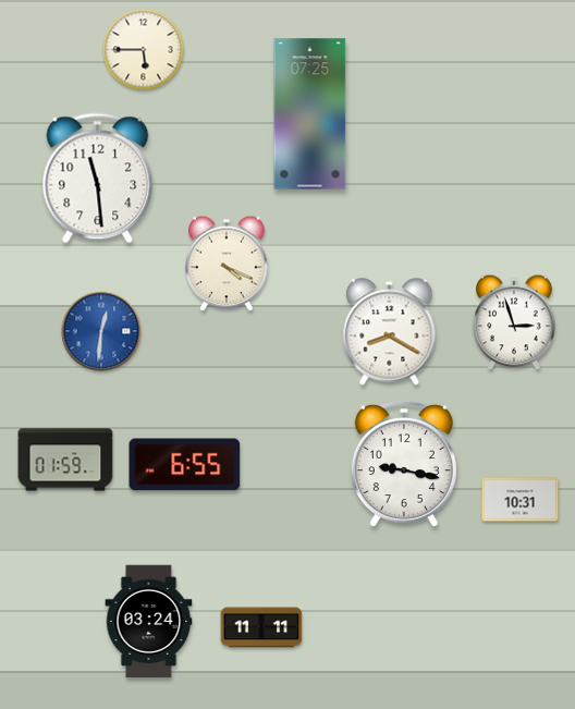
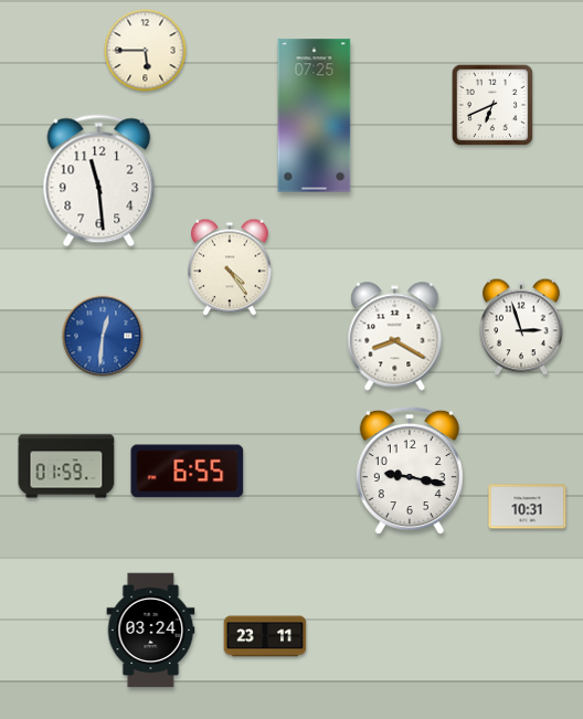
clock at (492, 105): none -> 6:41
clock at (227, 264): 4:19 -> 4:24
clock at (261, 627): 11:11 -> 23:11
